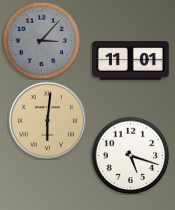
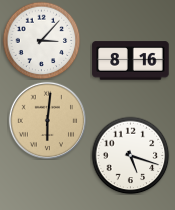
clock at (41, 40) dial: grey -> white
clock at (131, 61): 11:01 -> 8:16
